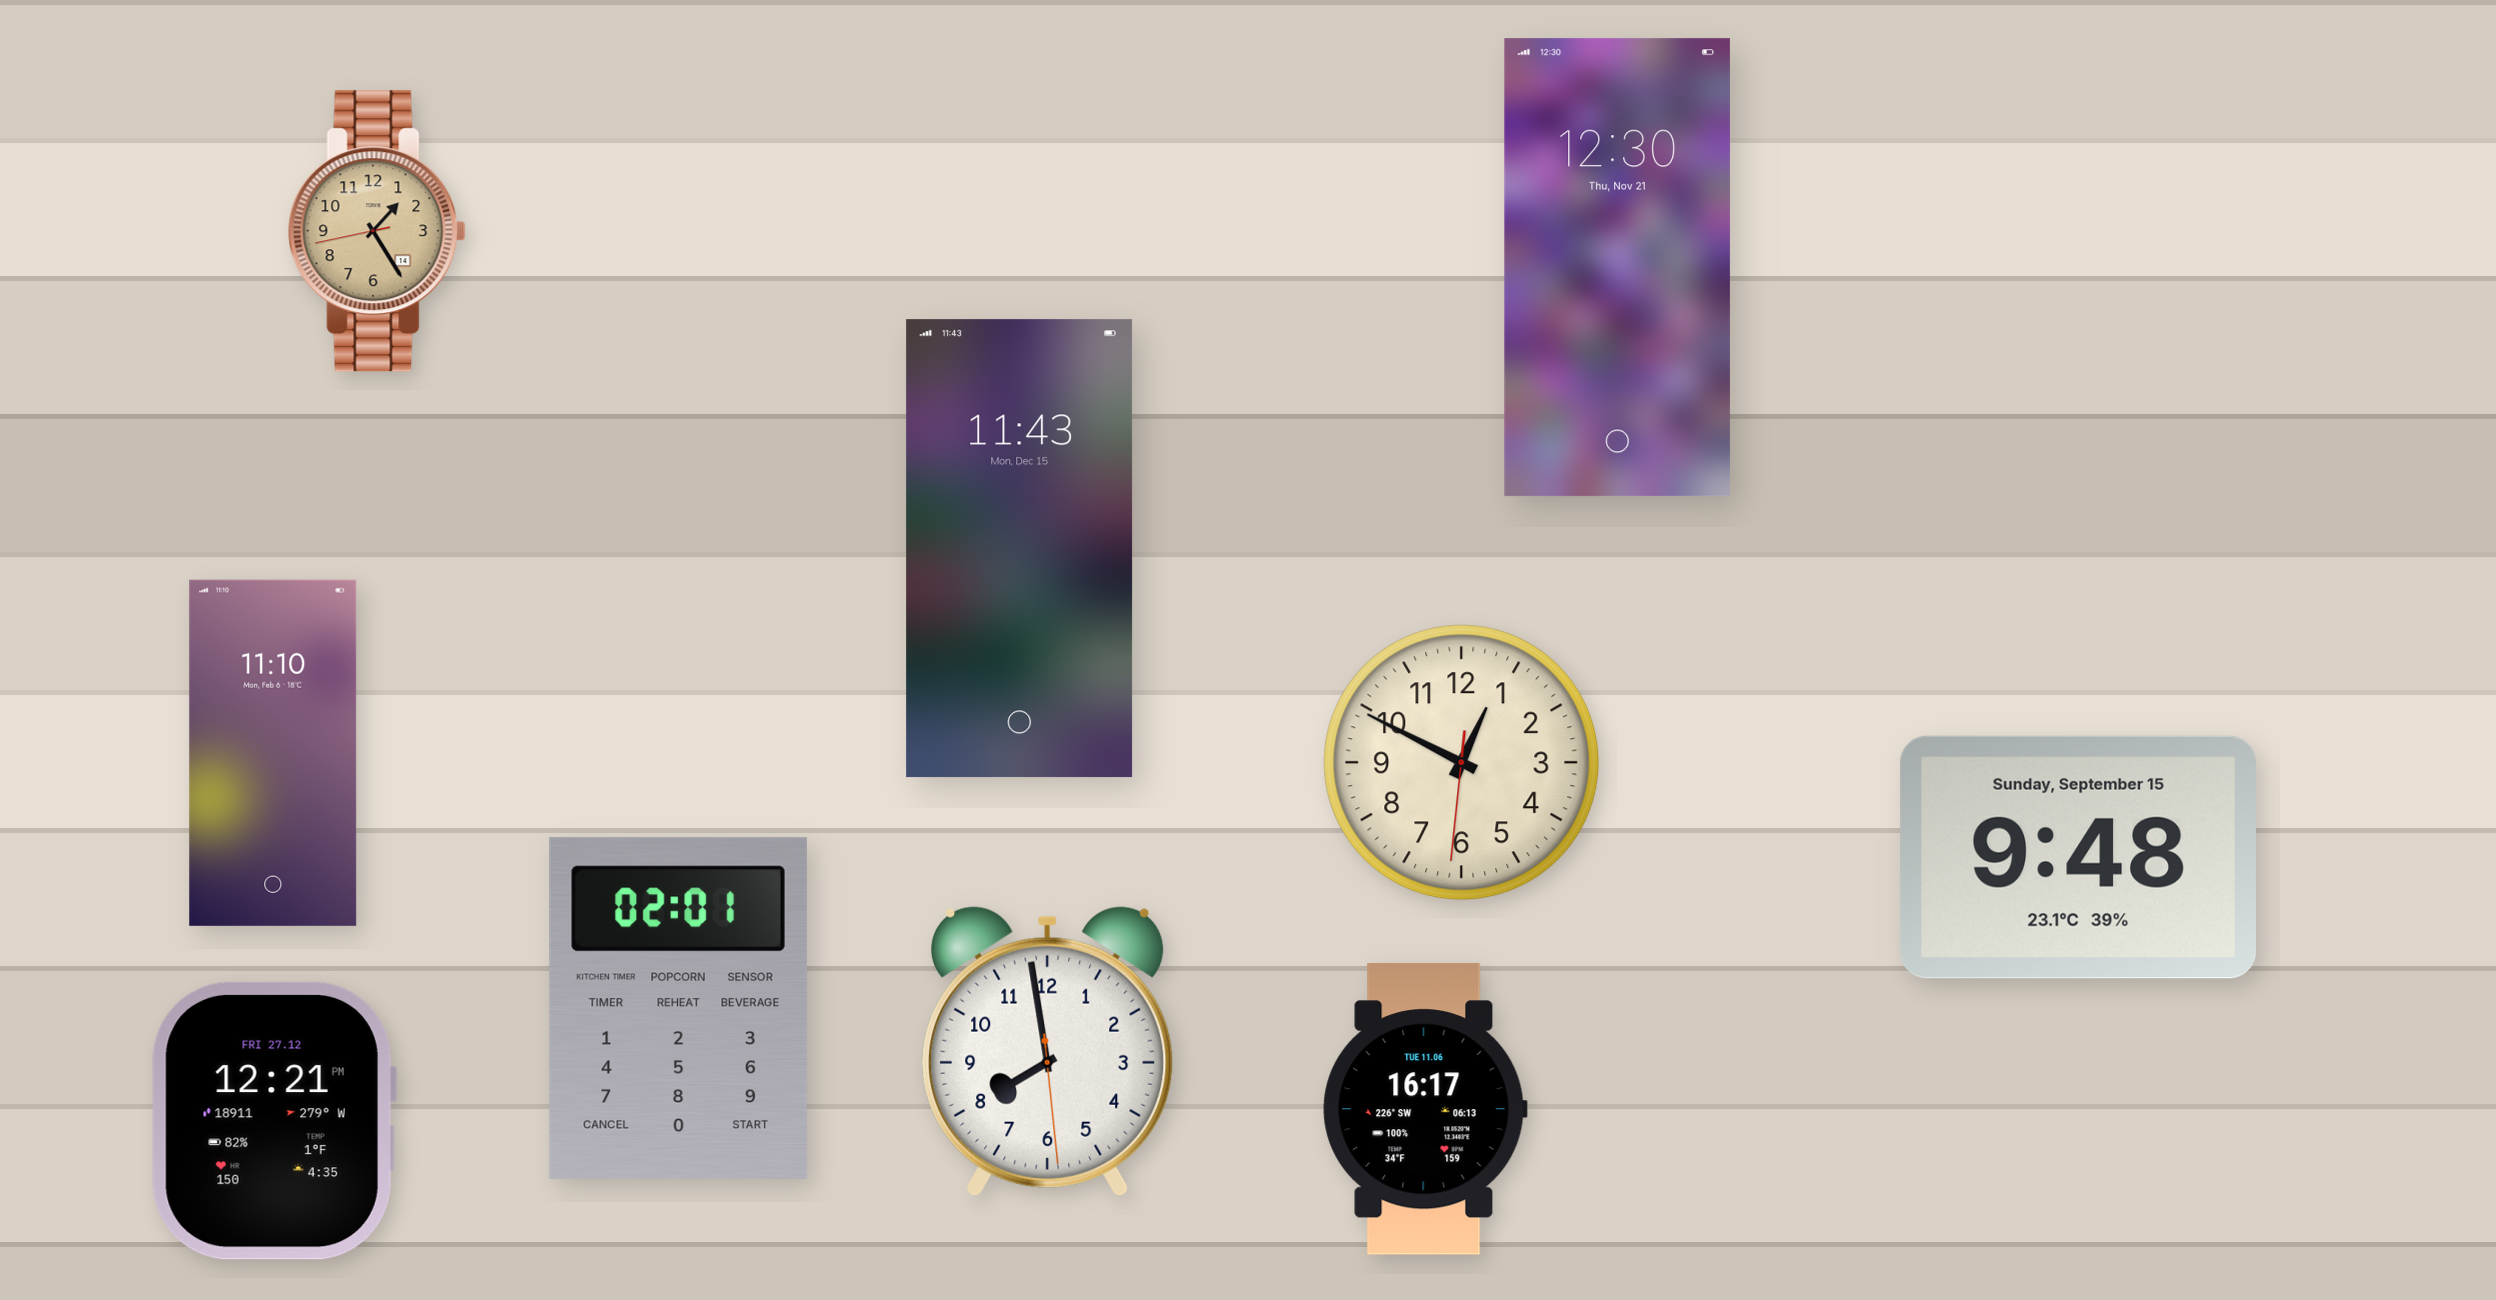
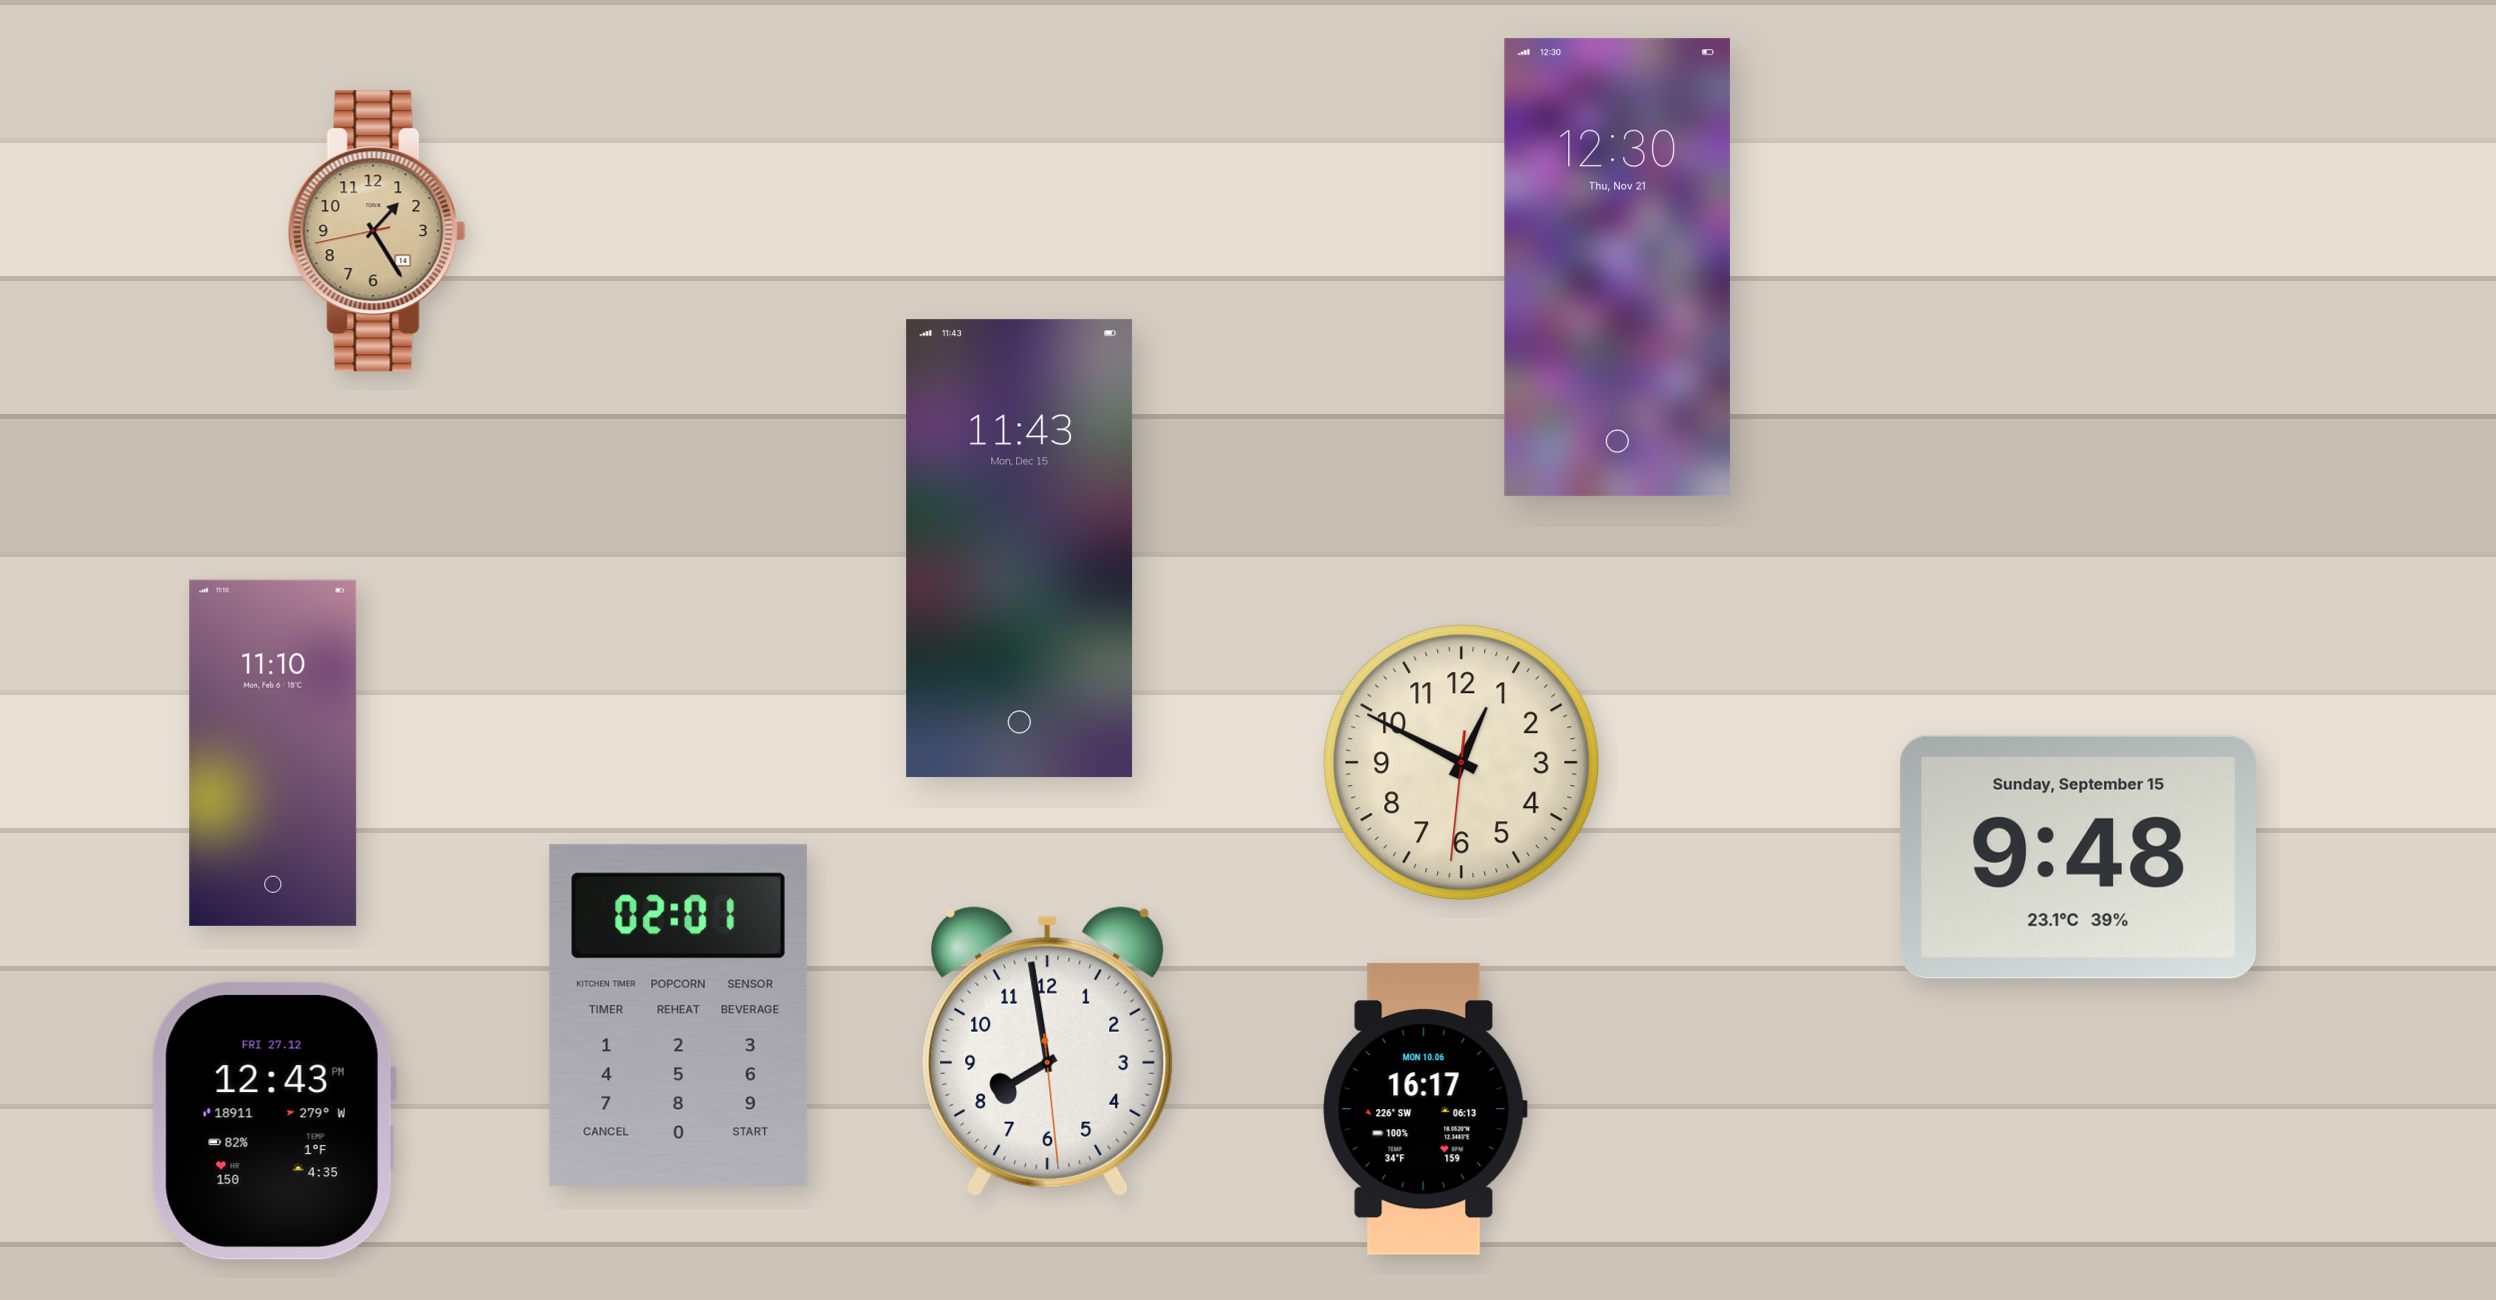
clock at (678, 1008) position: (678, 1008) -> (678, 1015)
clock at (1425, 1109) date: TUE 11.06 -> MON 10.06
clock at (274, 1121): 12:21 -> 12:43
